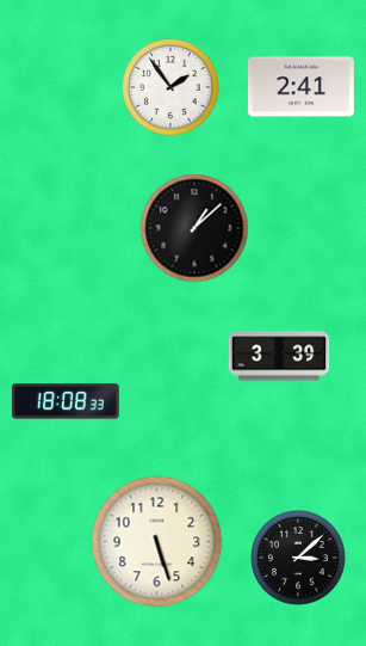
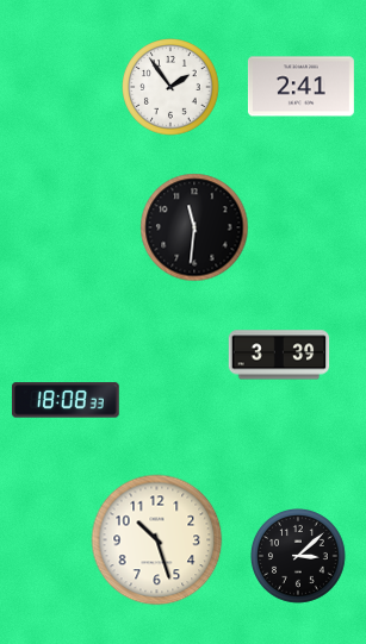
clock at (194, 228): 1:08 -> 11:31
clock at (157, 542): 5:27 -> 10:27
